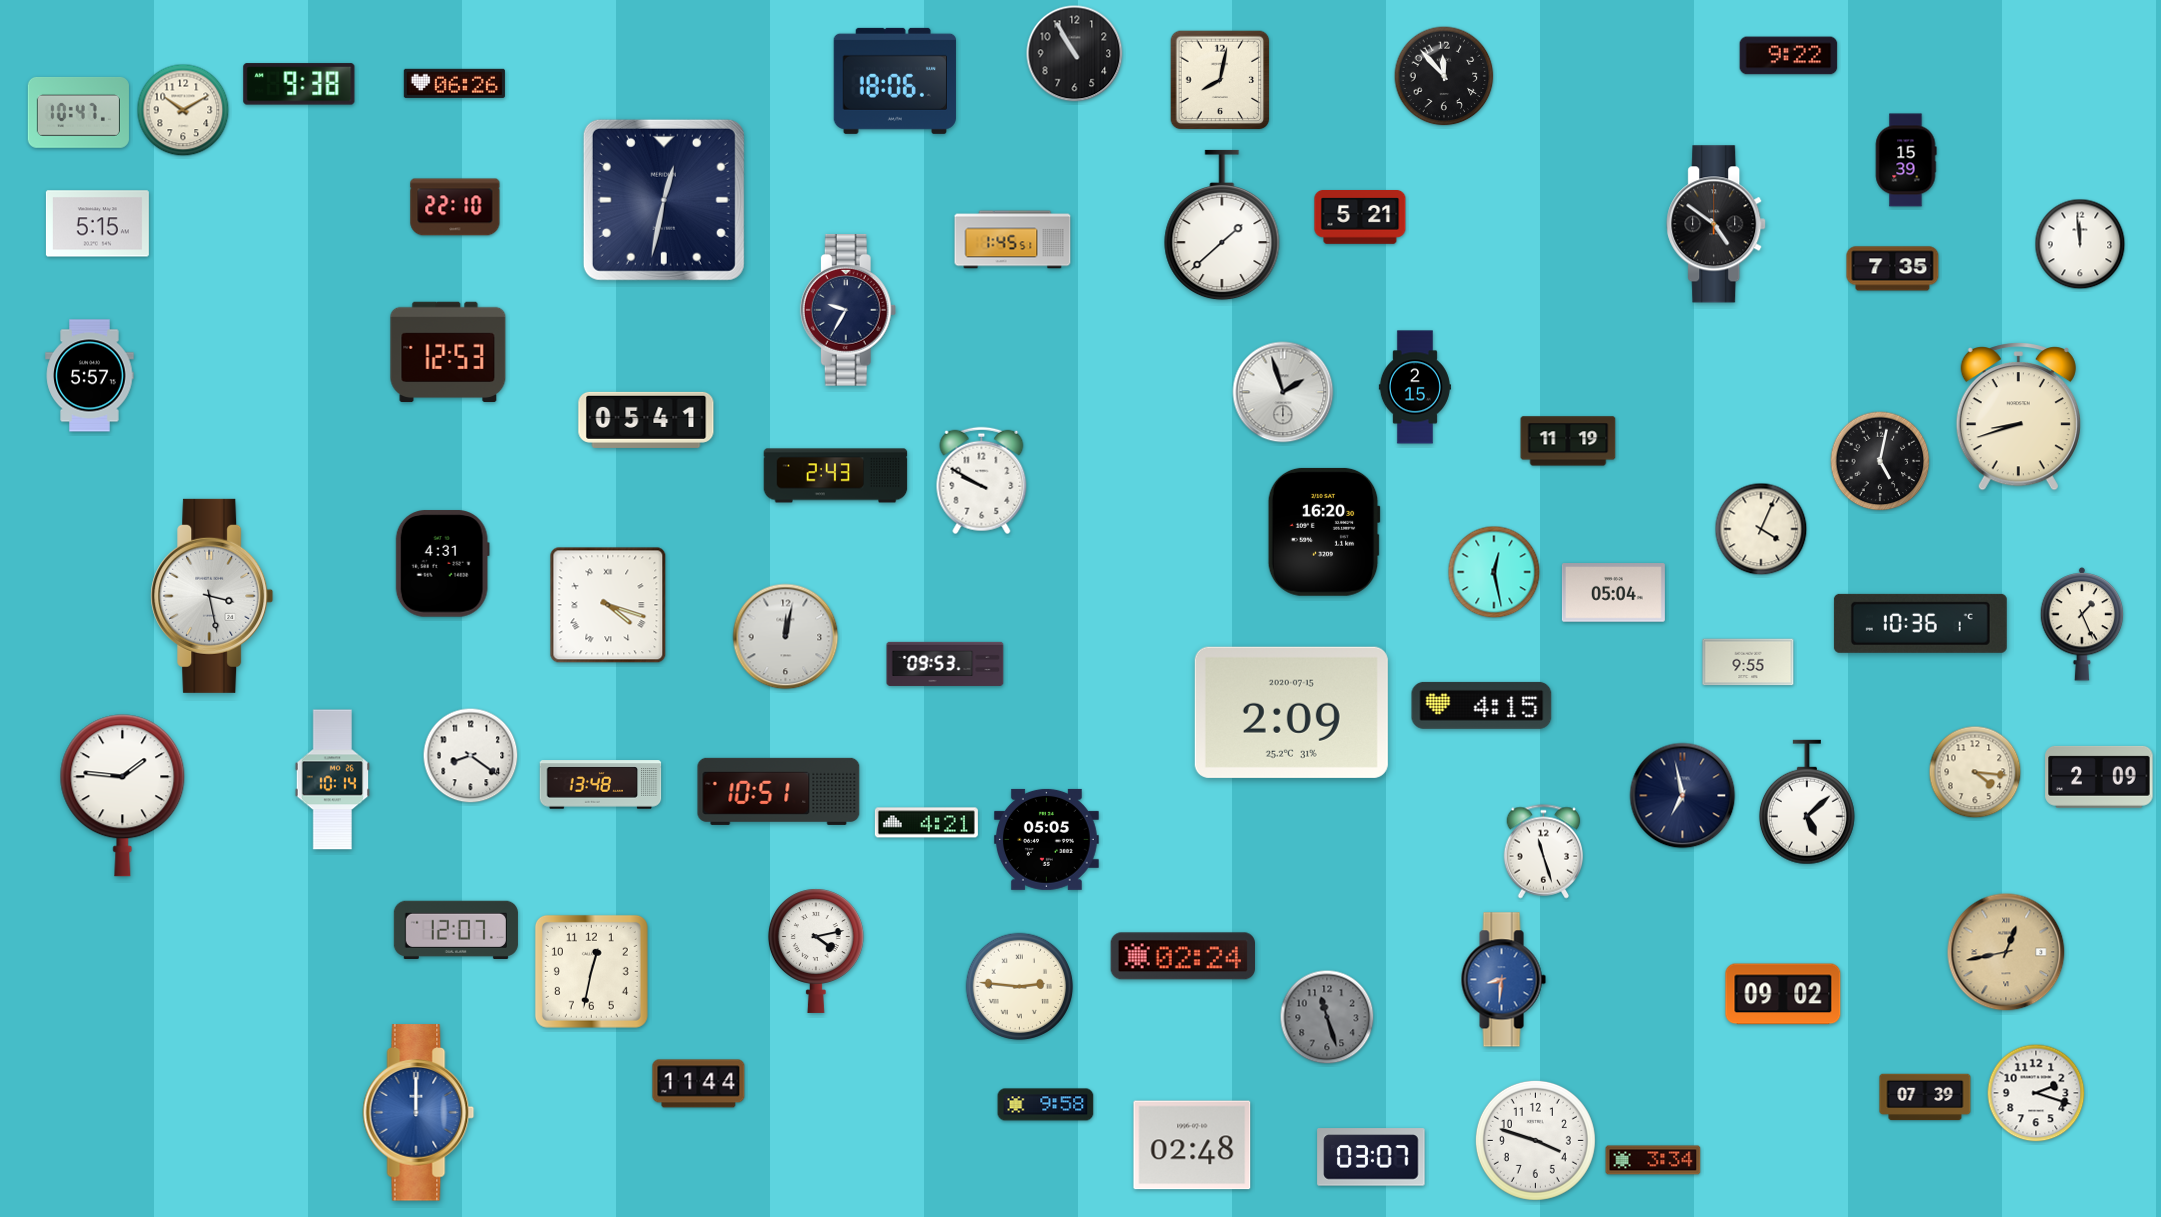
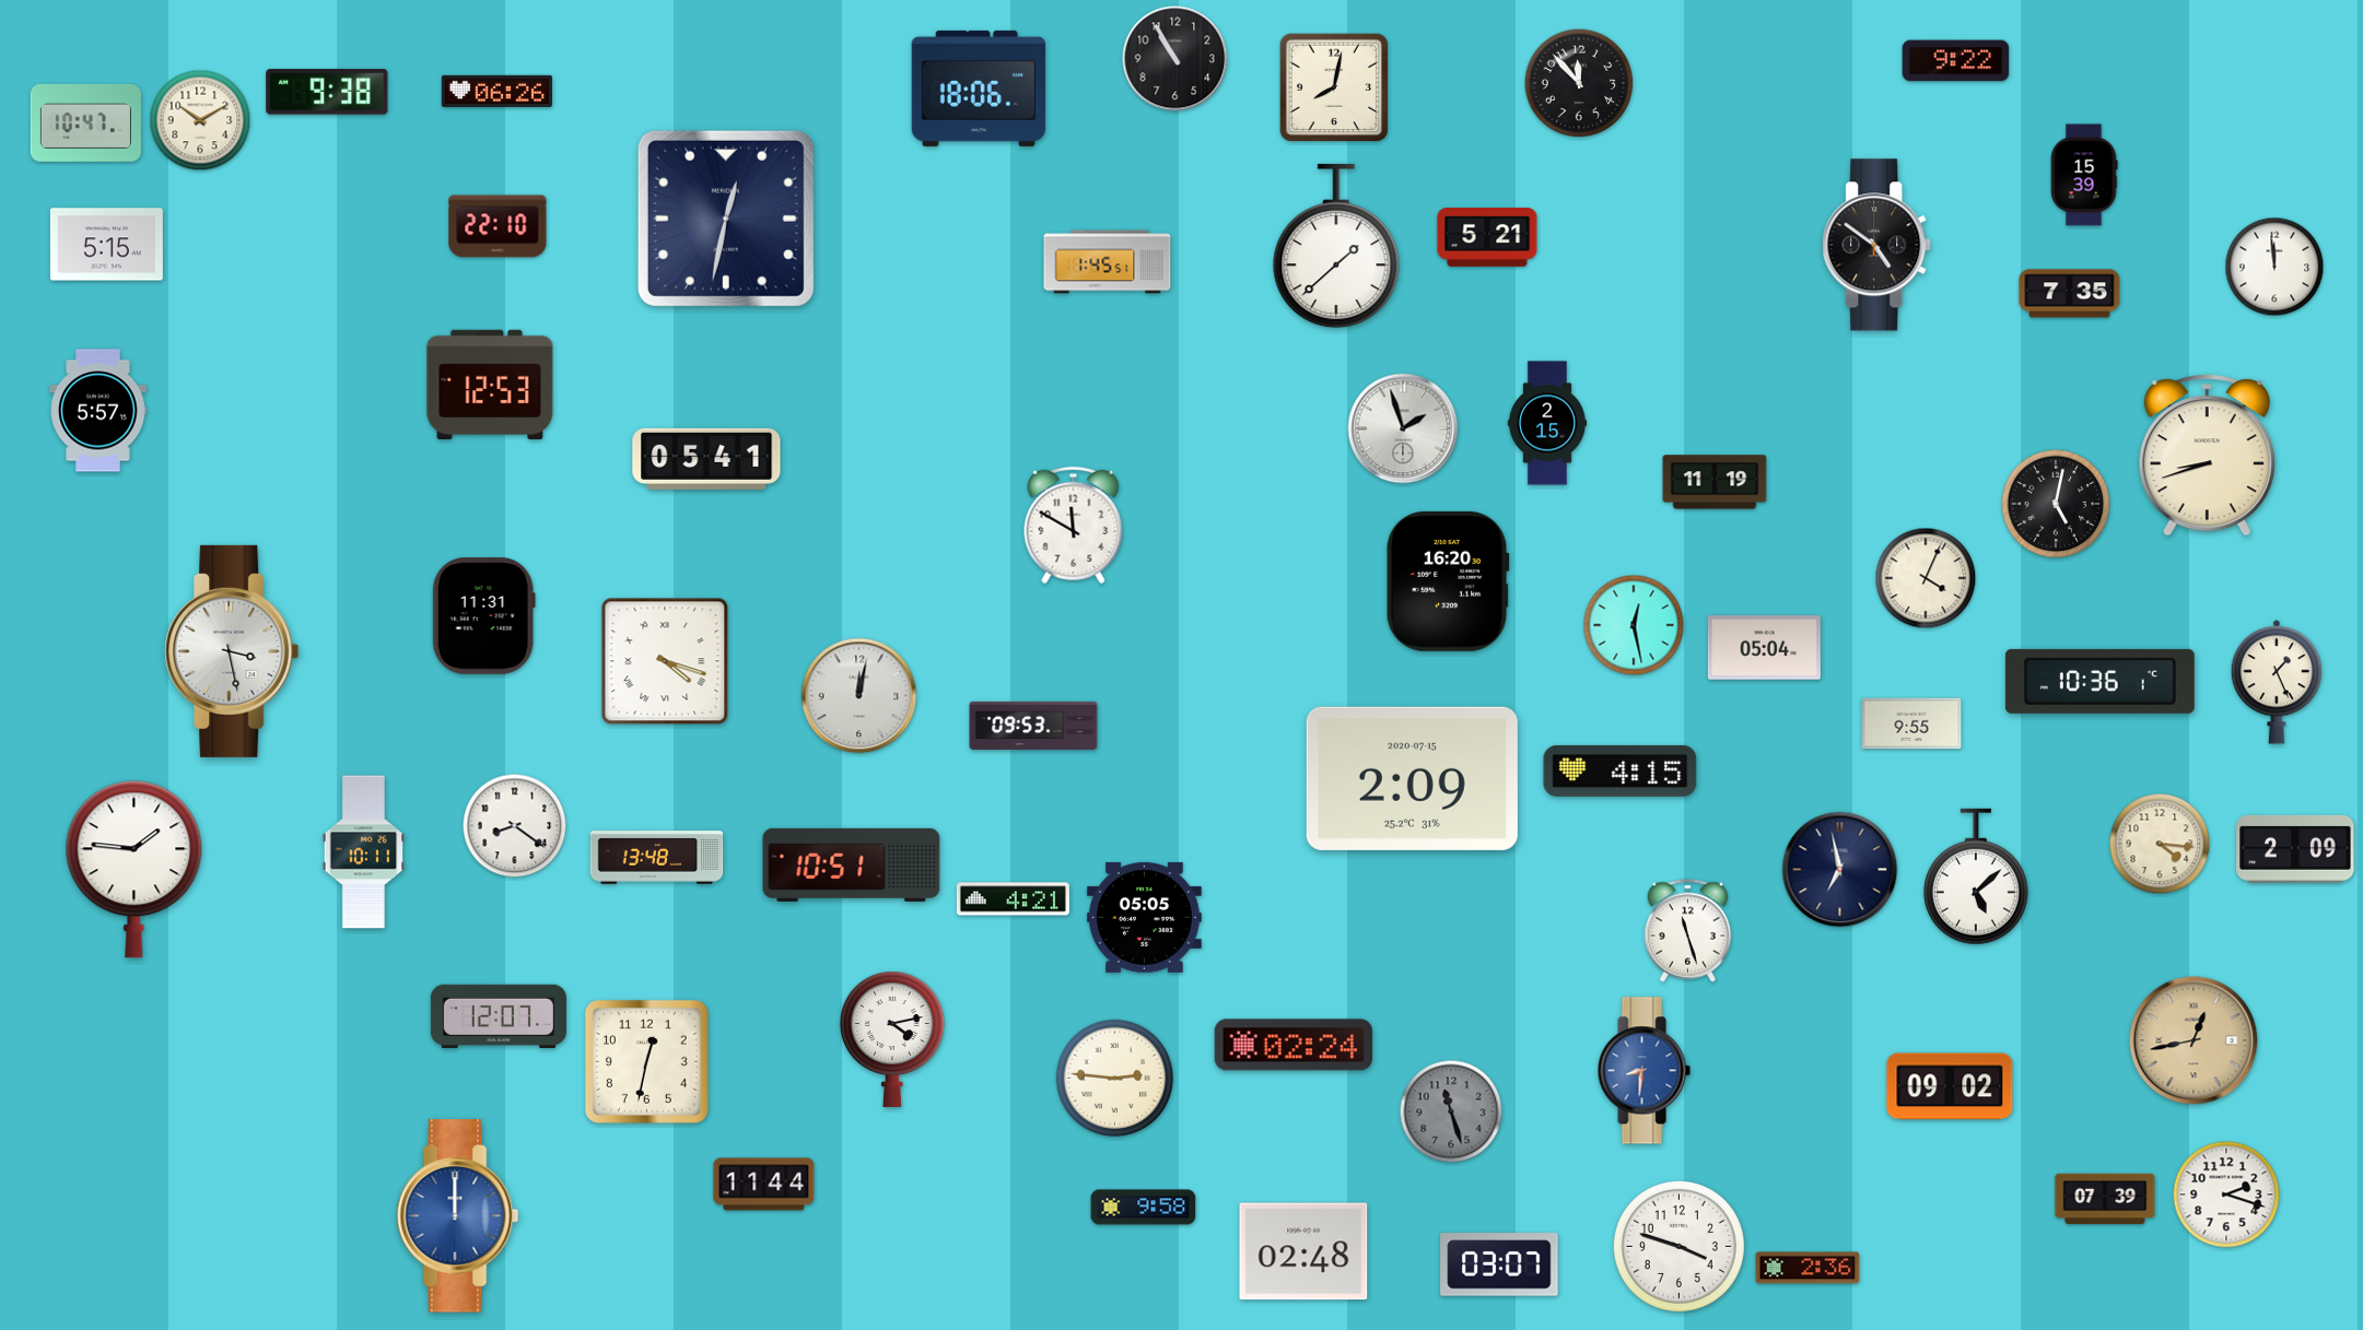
clock at (848, 311): 9:35 -> none
clock at (836, 476): 2:43 -> none
clock at (982, 481): 9:50 -> 11:50
clock at (442, 564): 4:31 -> 11:31
clock at (332, 780): 10:14 -> 10:11
clock at (1653, 1160): 3:34 -> 2:36
